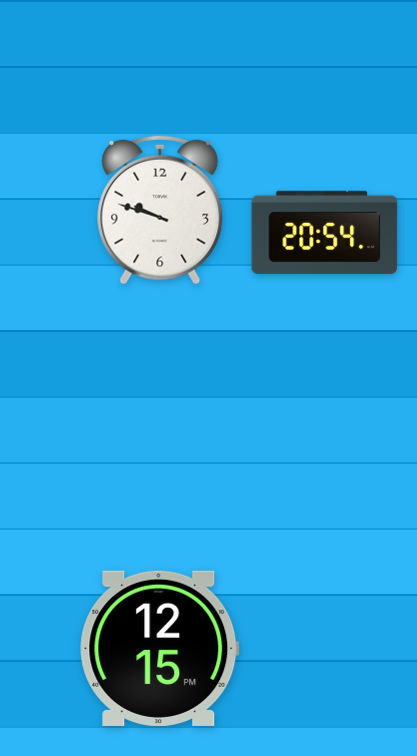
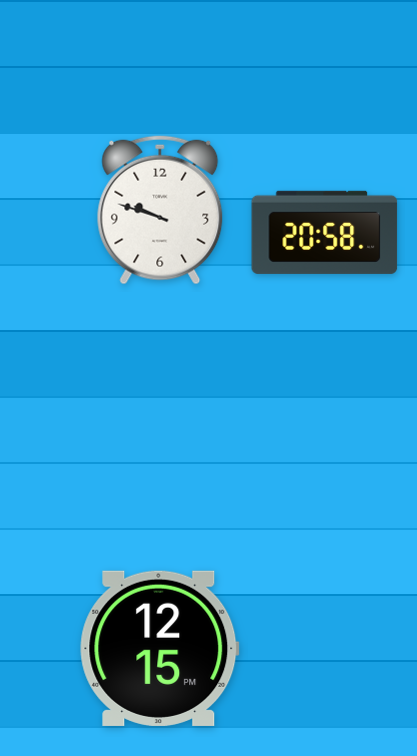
clock at (325, 232): 20:54 -> 20:58
